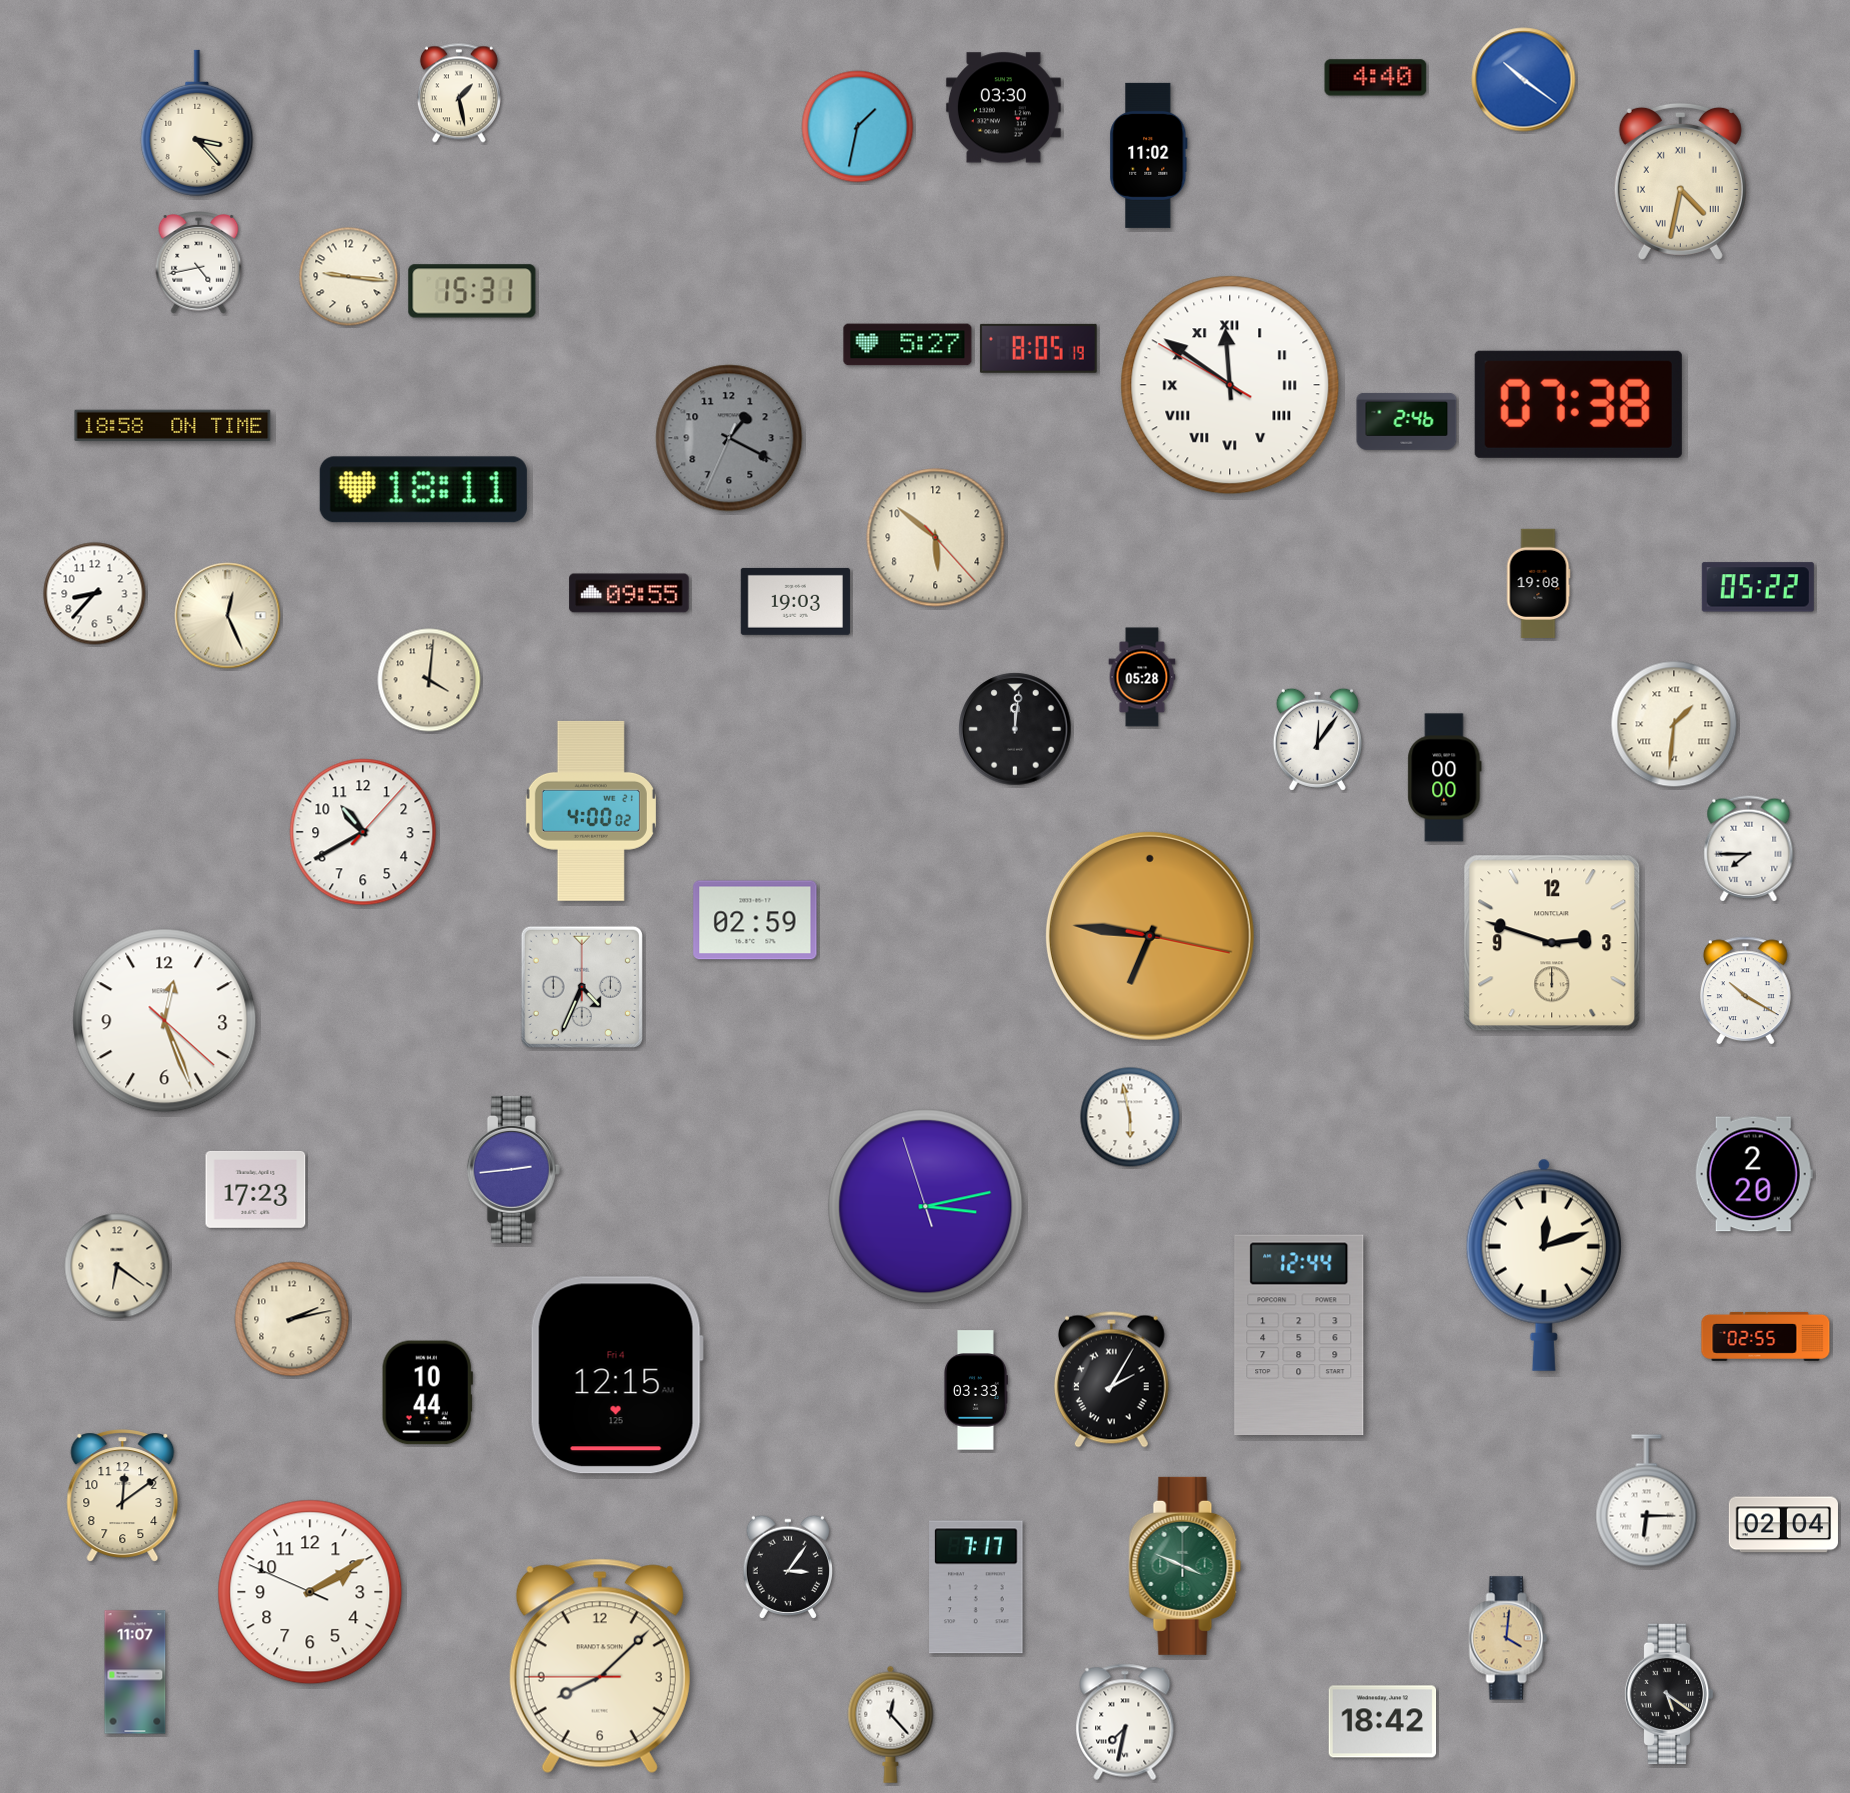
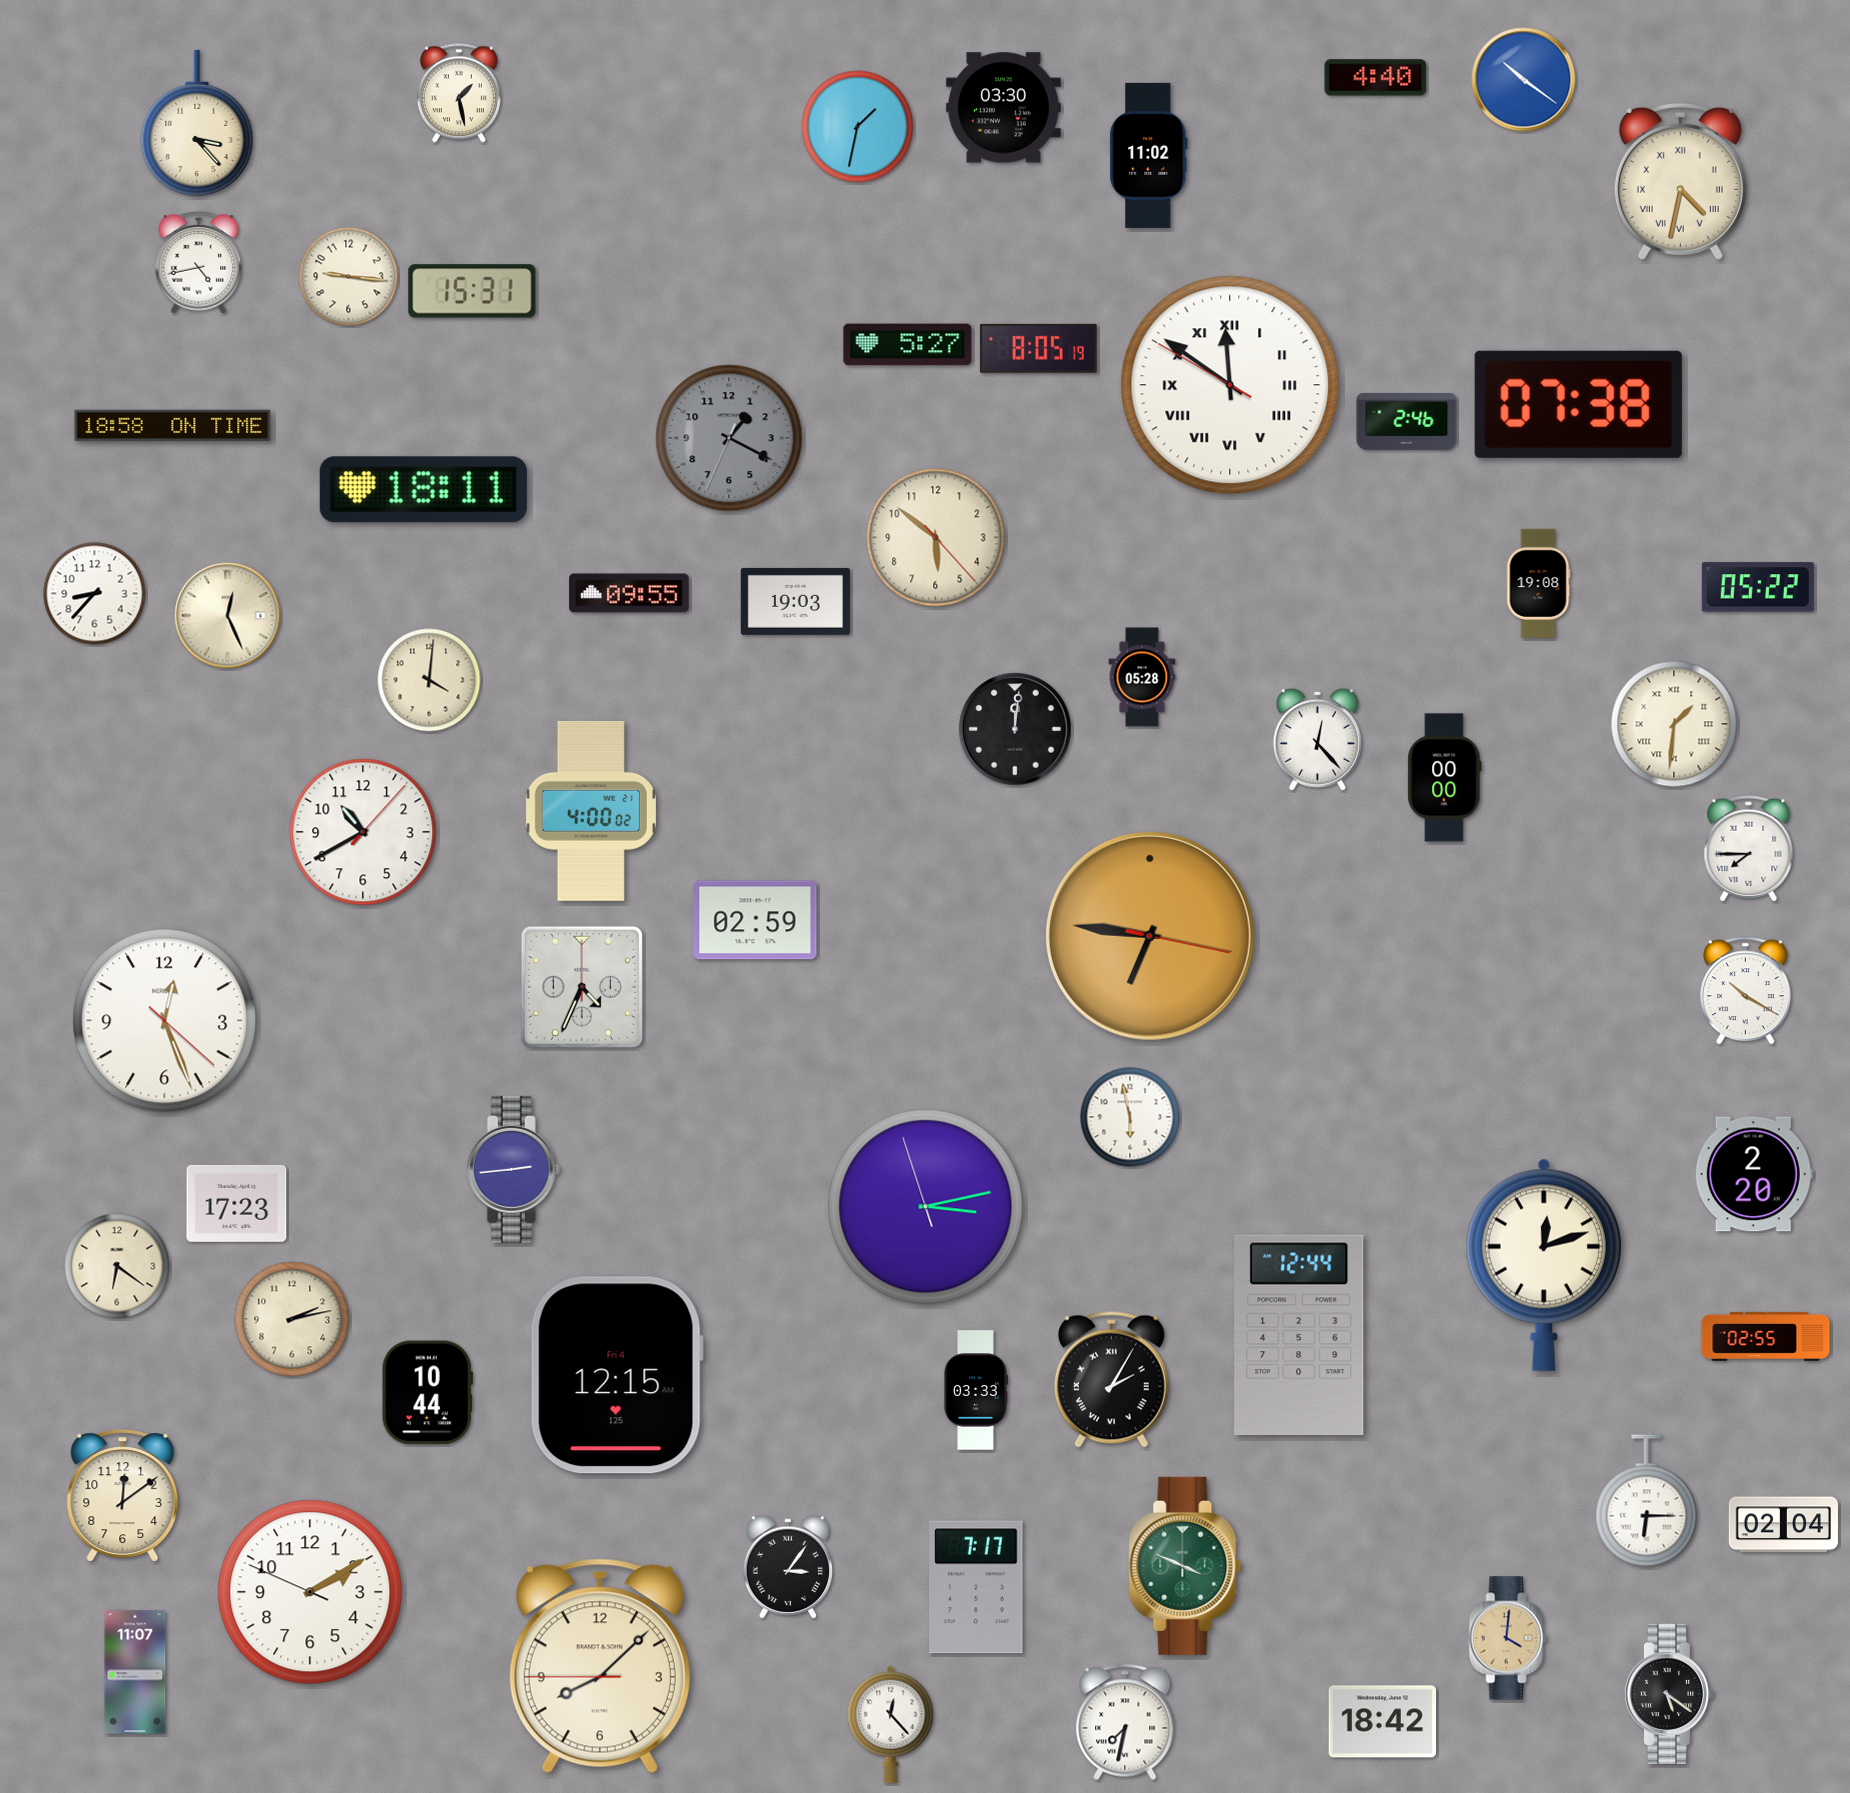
clock at (1317, 739): 12:06 -> 12:23
clock at (1552, 943): 2:48 -> none
clock at (256, 1189) position: (256, 1189) -> (237, 1203)
